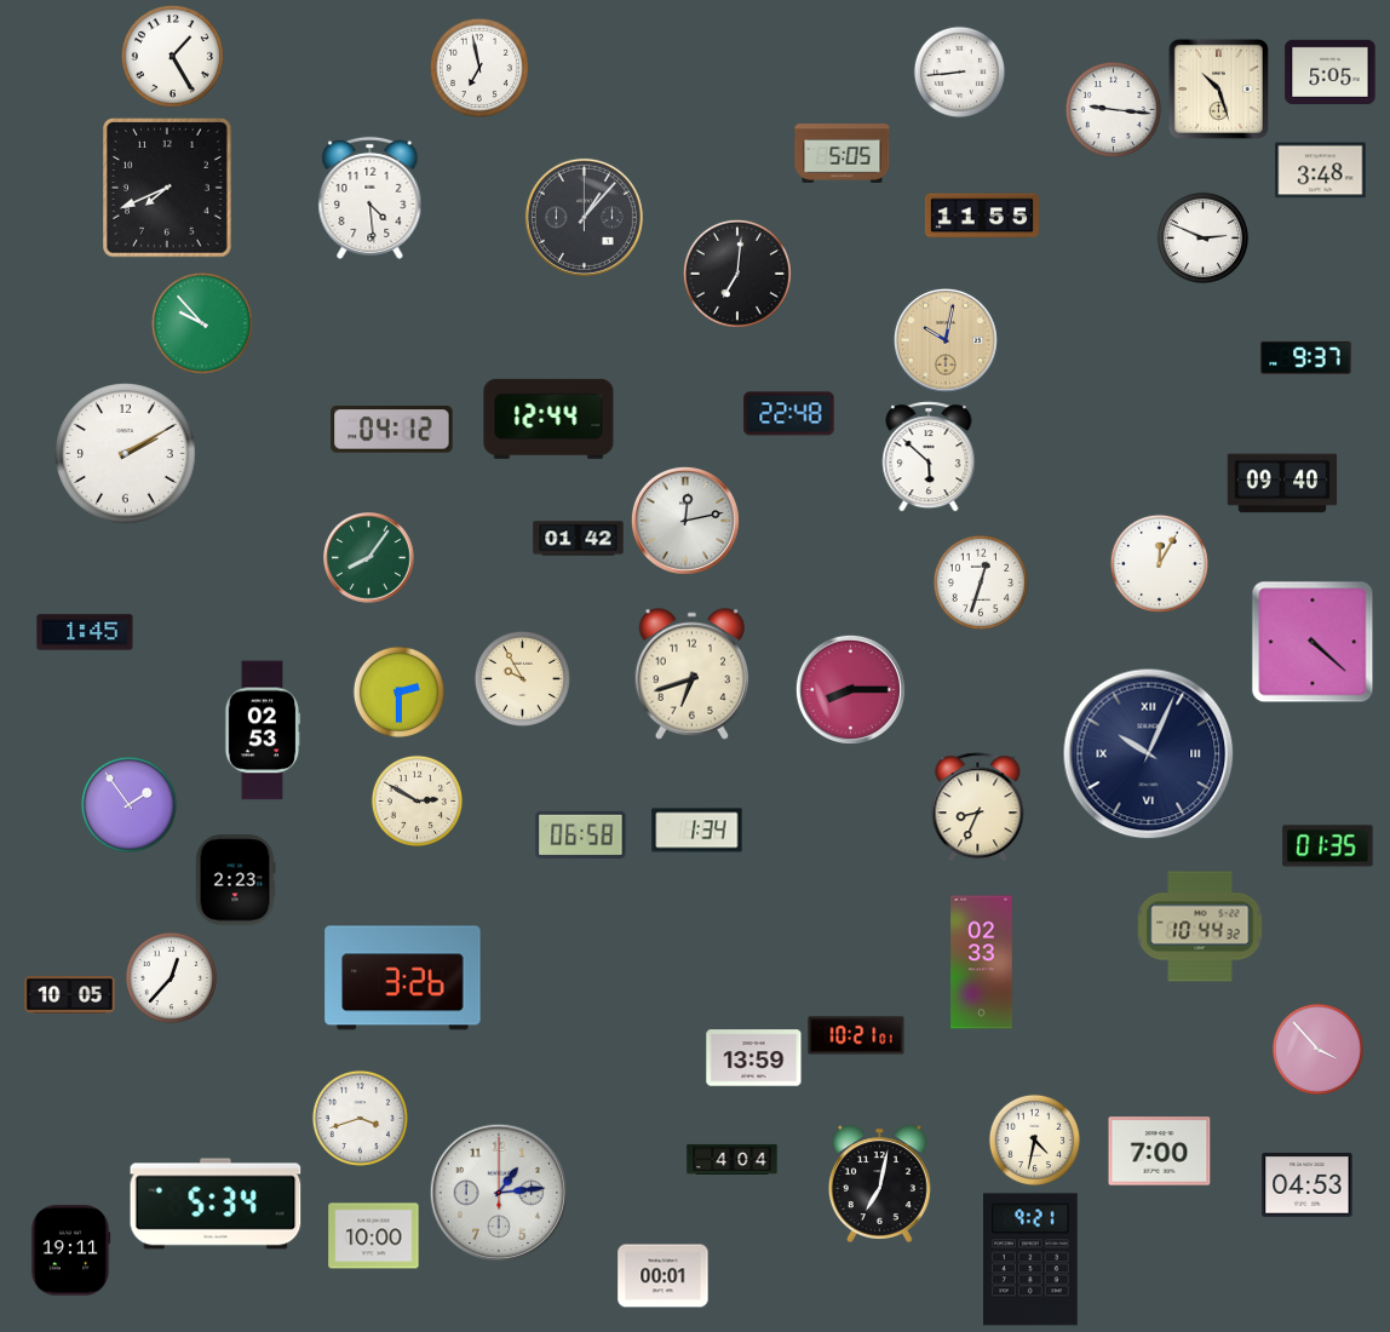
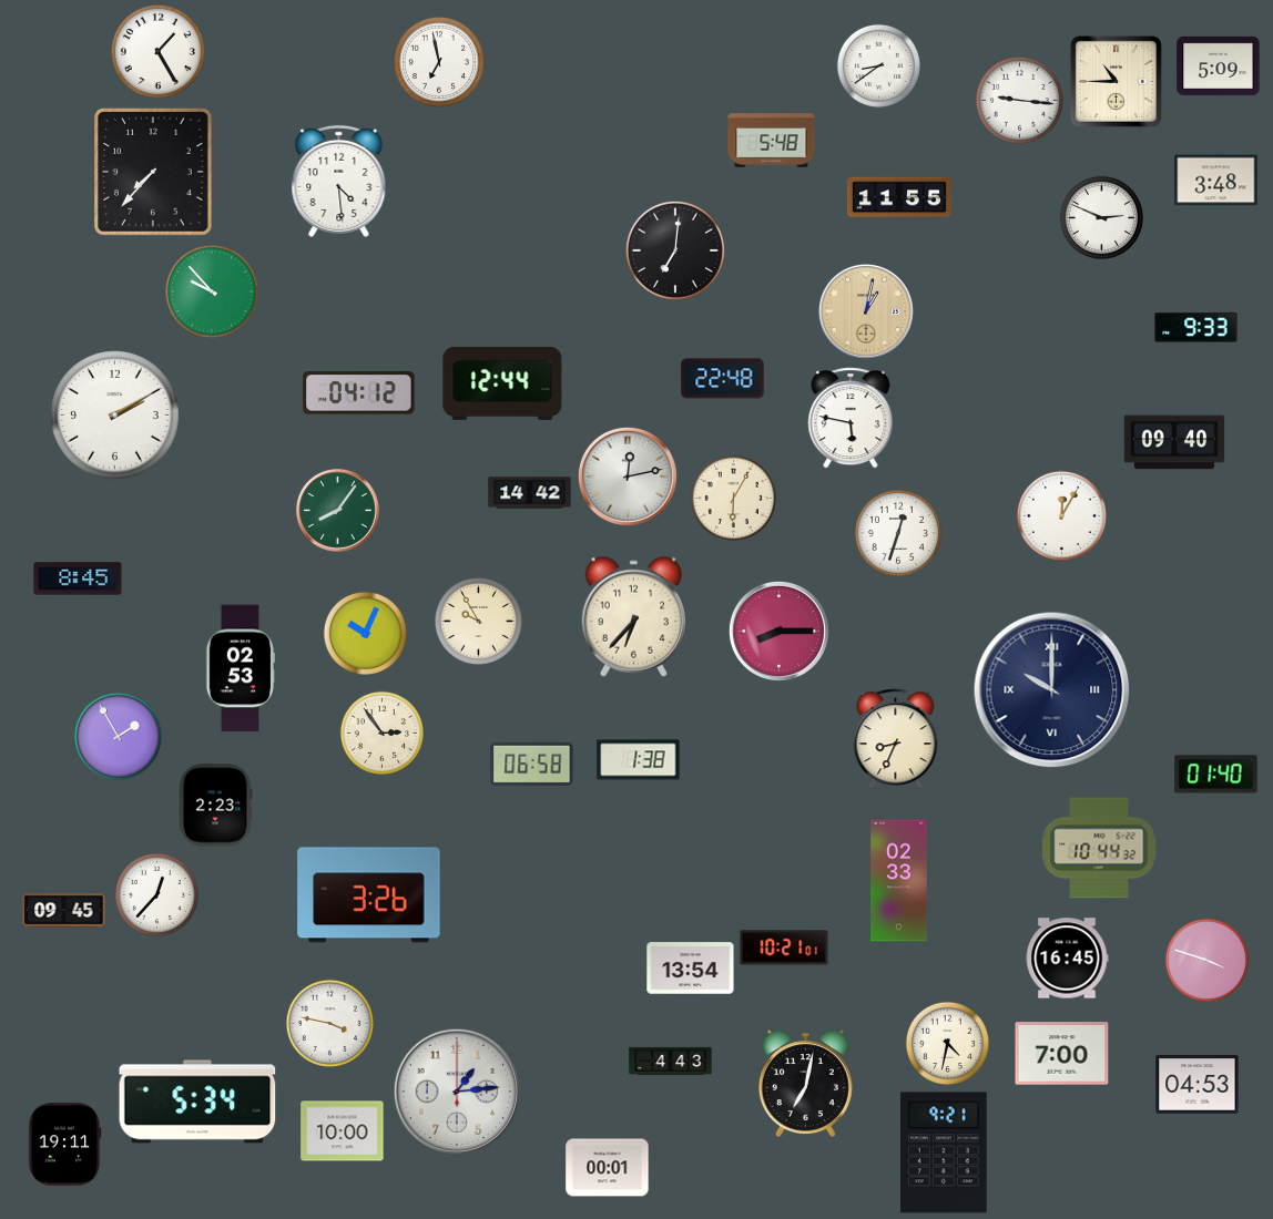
clock at (959, 71): 8:44 -> 8:39
clock at (1331, 71): 5:05 -> 5:09
clock at (1218, 88): 10:27 -> 10:45
clock at (843, 154): 5:05 -> 5:48
clock at (1321, 171) position: (1321, 171) -> (1216, 181)
clock at (168, 189): 7:41 -> 7:37
clock at (584, 217): 1:07 -> none
clock at (202, 323) position: (202, 323) -> (212, 291)
clock at (946, 340): 10:02 -> 1:02
clock at (1306, 357): 9:37 -> 9:33
clock at (929, 457): 5:52 -> 5:47
clock at (579, 539): 01:42 -> 14:42
clock at (733, 498): none -> 6:05
clock at (85, 632): 1:45 -> 8:45
clock at (1313, 642): 4:22 -> none
clock at (693, 673): 6:42 -> 6:37
clock at (398, 691): 2:30 -> 10:04
clock at (1149, 754): 10:04 -> 10:00
clock at (417, 800): 2:50 -> 2:54
clock at (128, 804): 1:54 -> 1:55
clock at (697, 831): 1:34 -> 1:38
clock at (1328, 846): 01:35 -> 01:40
clock at (70, 995): 10:05 -> 09:45
clock at (1067, 959): none -> 16:45
clock at (1317, 1049): 3:53 -> 3:48
clock at (754, 1058): 13:59 -> 13:54
clock at (360, 1118): 3:42 -> 3:47
clock at (733, 1159): 4:04 -> 4:43
